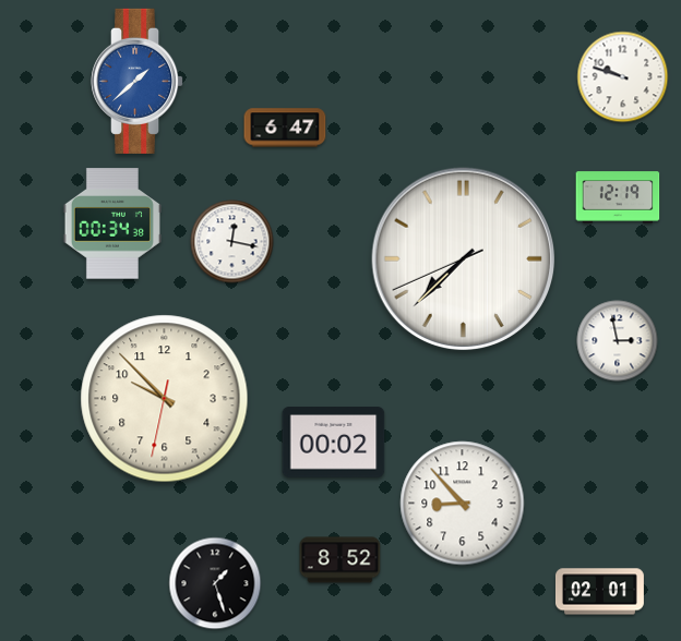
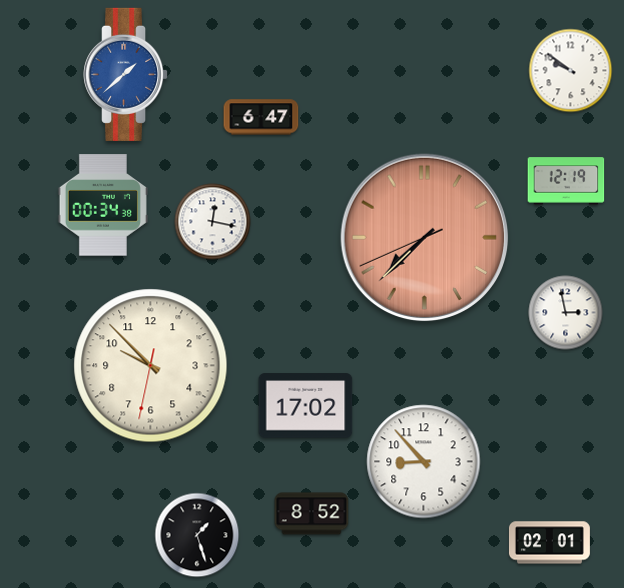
clock at (623, 77): 9:48 -> 9:51
clock at (464, 259) dial: white -> salmon
clock at (334, 443): 00:02 -> 17:02
